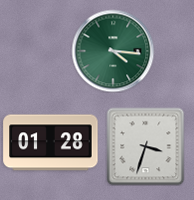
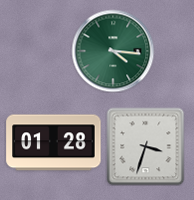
clock at (51, 143) position: (51, 143) -> (54, 143)
